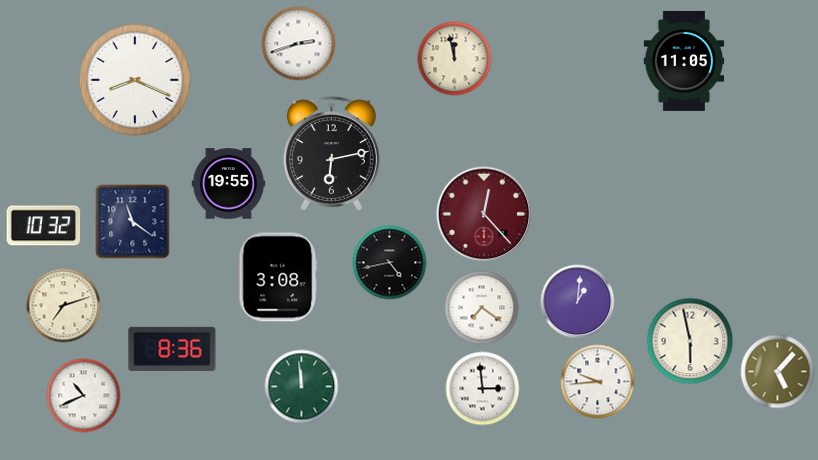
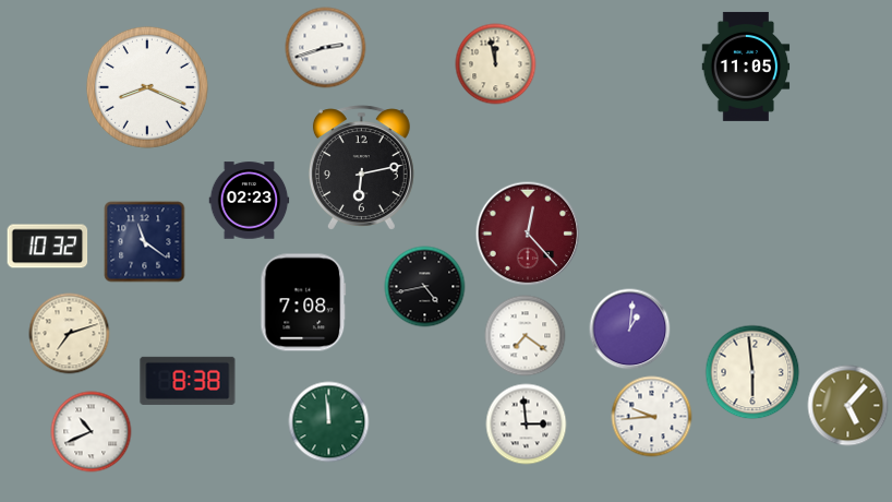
clock at (229, 184): 19:55 -> 02:23
clock at (278, 277): 3:08 -> 7:08
clock at (690, 341): 5:58 -> 5:59
clock at (172, 349): 8:36 -> 8:38
